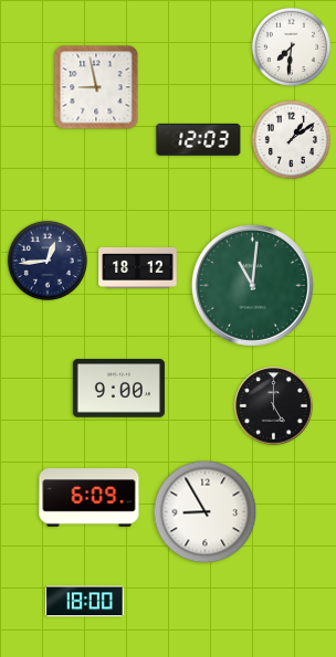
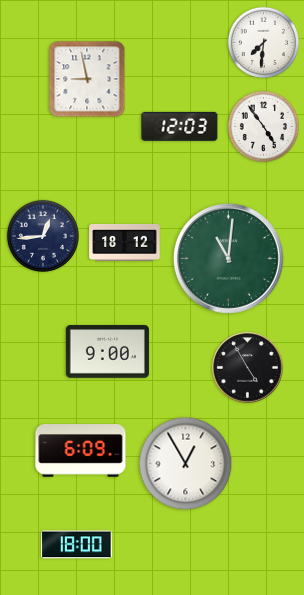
clock at (291, 139): 1:09 -> 4:54
clock at (274, 406): 5:00 -> 4:55
clock at (206, 512): 8:55 -> 12:55
